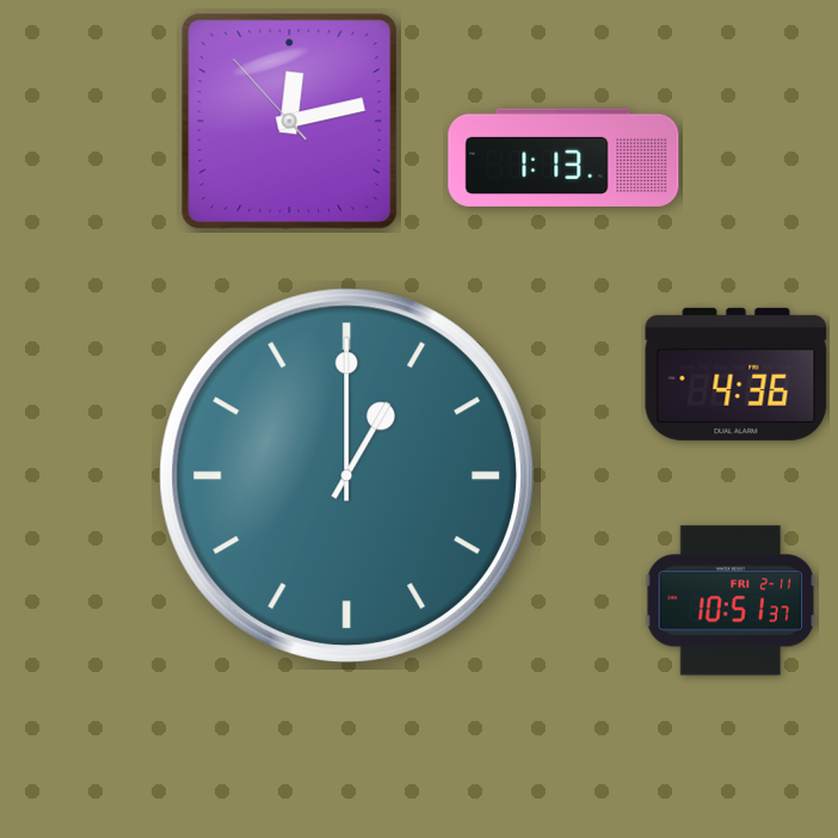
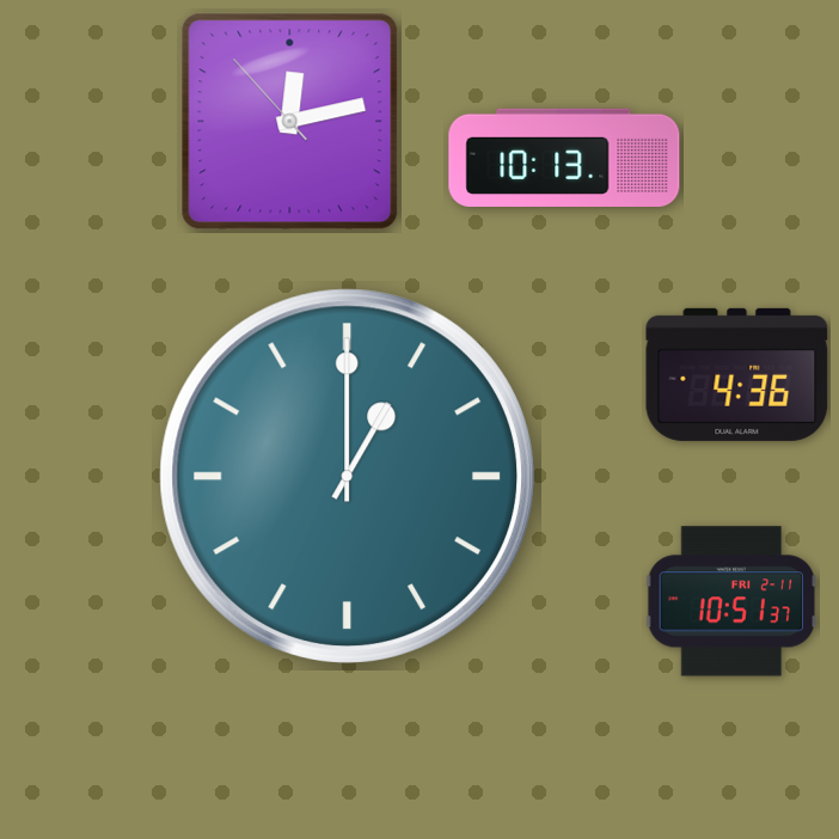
clock at (563, 158): 1:13 -> 10:13
